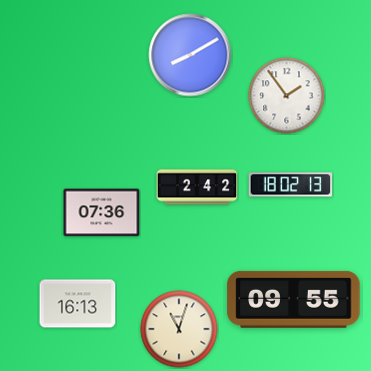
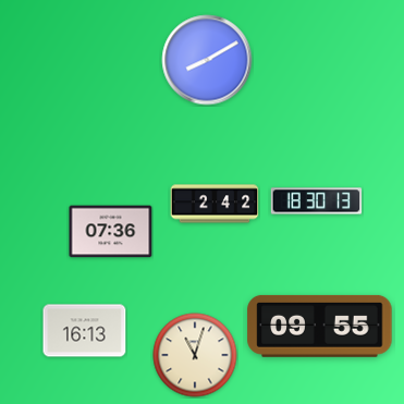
clock at (287, 96): 1:54 -> none
clock at (291, 185): 18:02 -> 18:30
clock at (179, 329) position: (179, 329) -> (195, 355)
